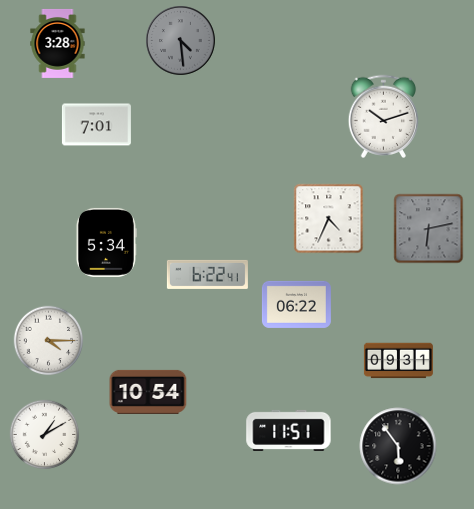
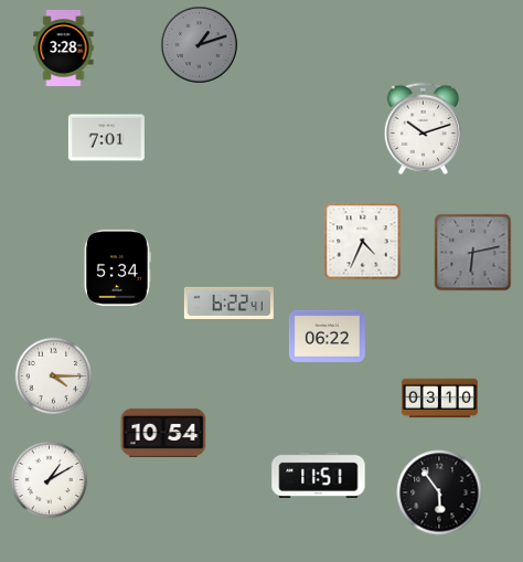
clock at (181, 41): 4:29 -> 1:12
clock at (398, 361): 09:31 -> 03:10
